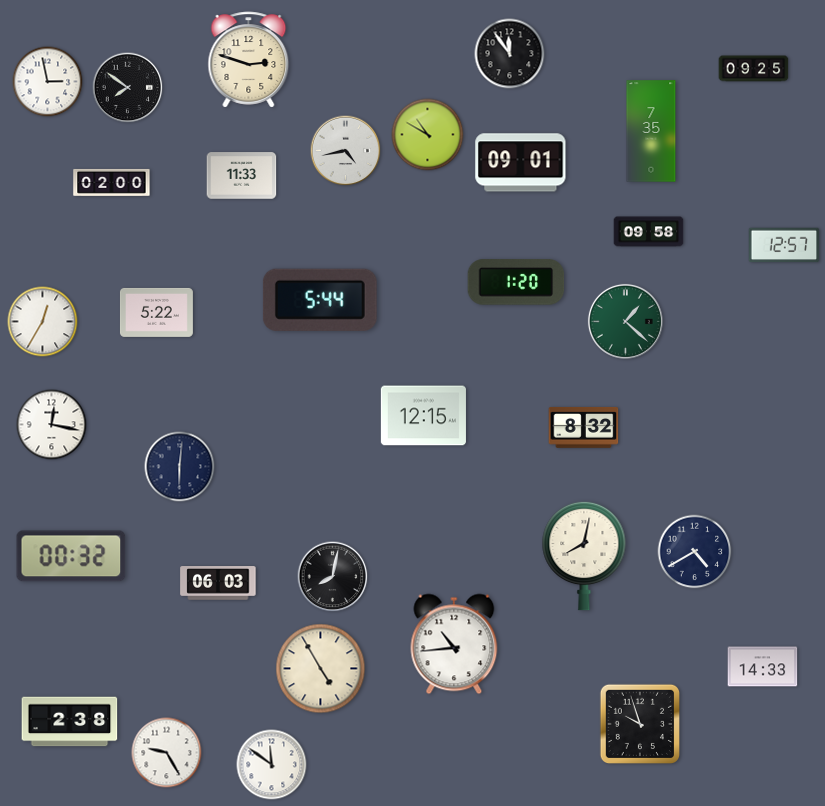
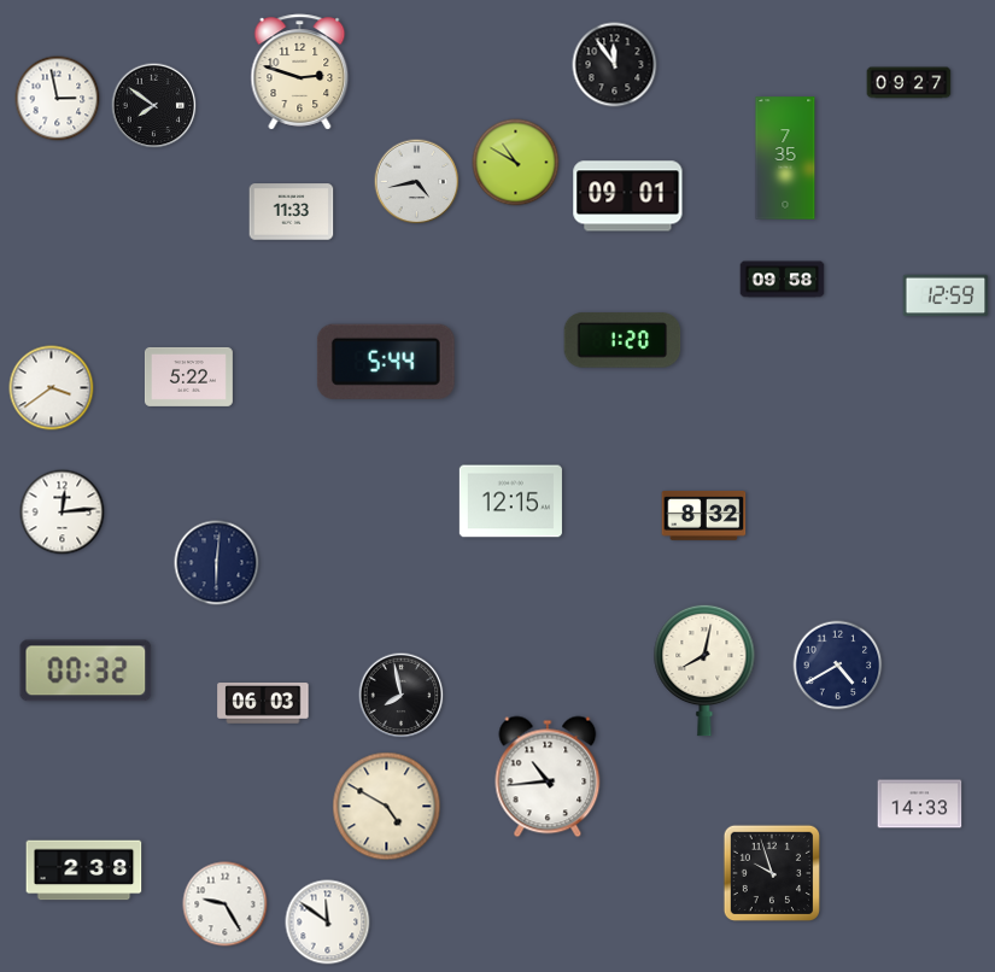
clock at (754, 69): 09:25 -> 09:27
clock at (112, 182): 02:00 -> none
clock at (784, 245): 12:57 -> 12:59
clock at (625, 321): 1:22 -> none
clock at (43, 322): 12:35 -> 3:39
clock at (52, 425): 12:17 -> 12:14
clock at (333, 577): 8:02 -> 7:58
clock at (321, 669): 4:55 -> 4:50
clock at (167, 753) position: (167, 753) -> (226, 904)
